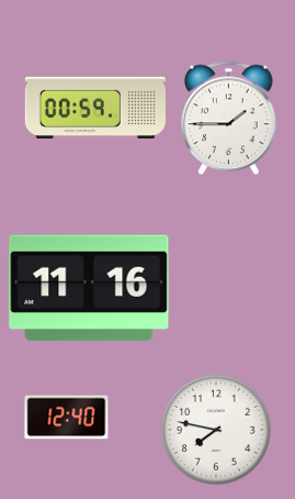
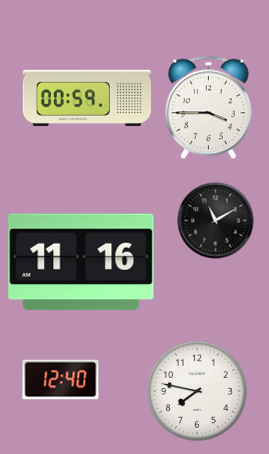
clock at (229, 119): 1:45 -> 3:45
clock at (216, 221): none -> 11:10
